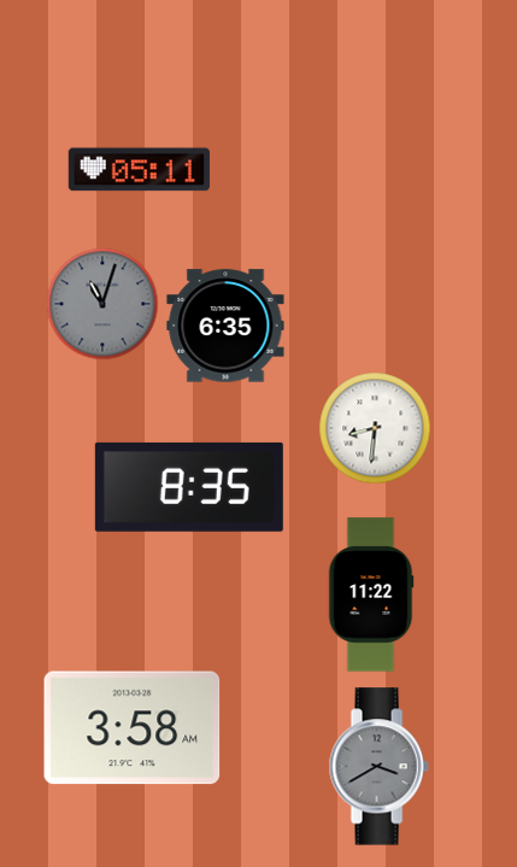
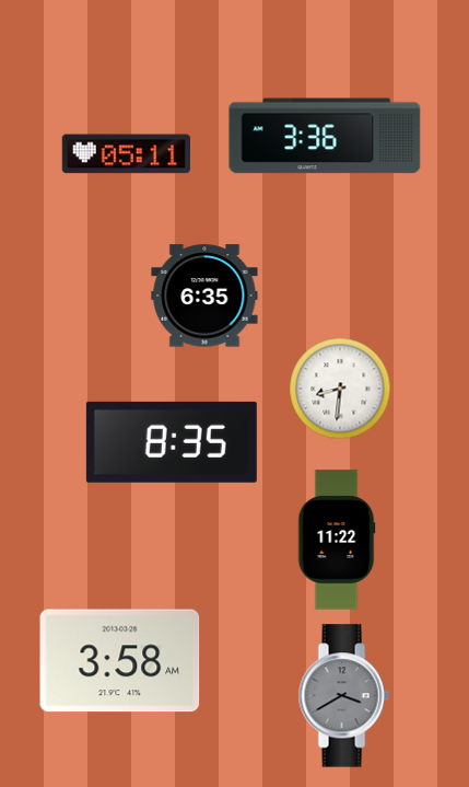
clock at (325, 136): none -> 3:36
clock at (102, 304): 11:03 -> none
